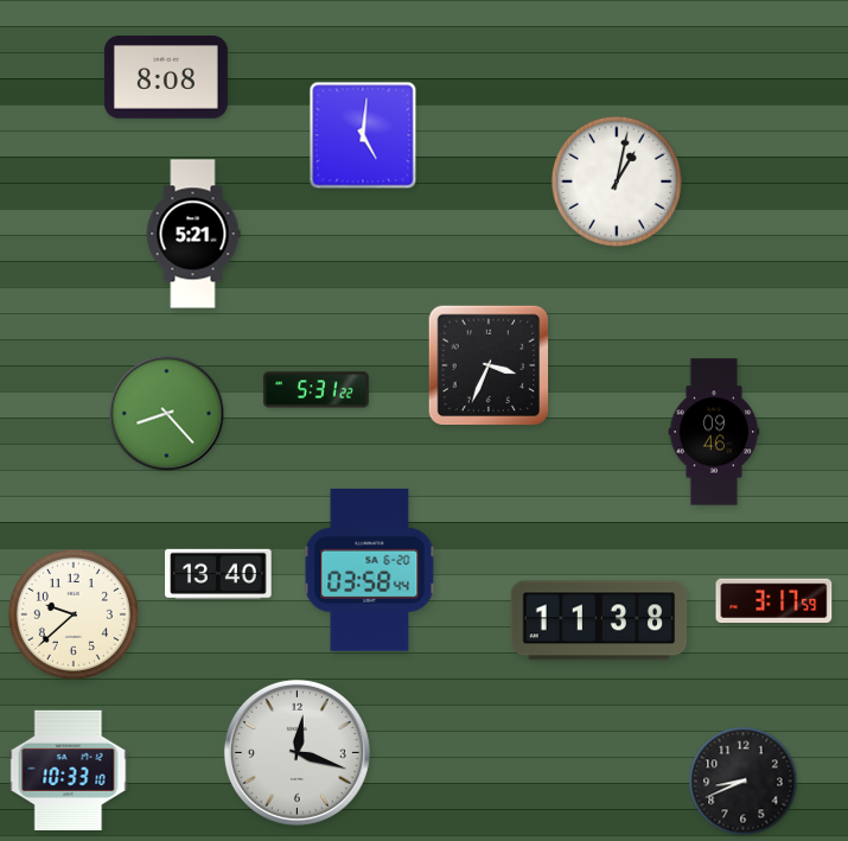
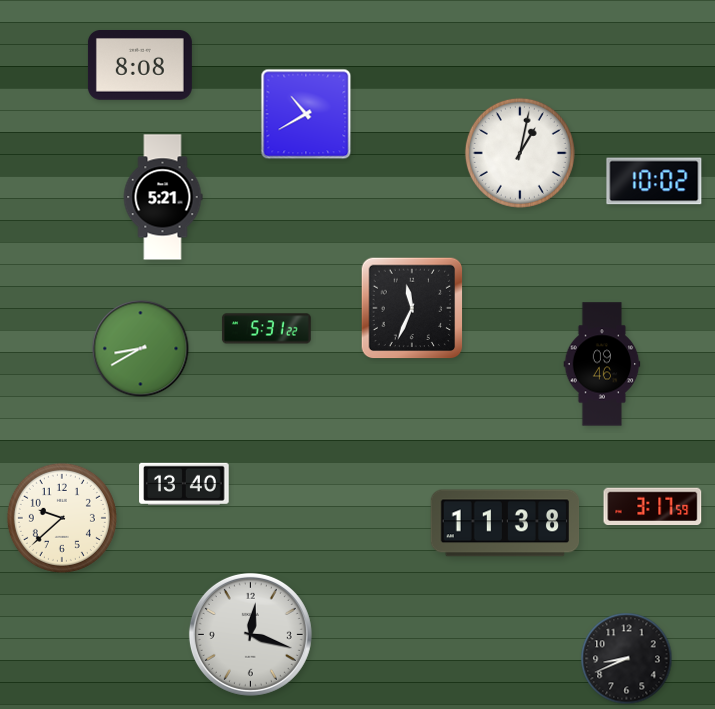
clock at (363, 135): 5:01 -> 10:40
clock at (654, 181): none -> 10:02
clock at (489, 365): 3:34 -> 11:34
clock at (167, 414): 8:23 -> 8:40
clock at (370, 569): 03:58 -> none
clock at (69, 770): 10:33 -> none
